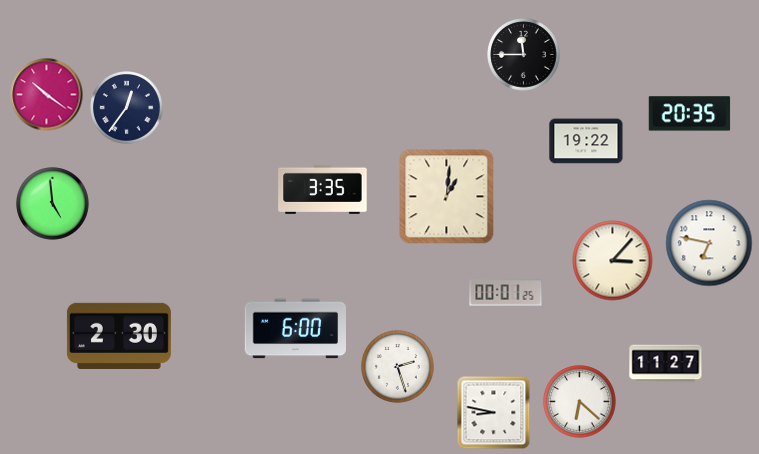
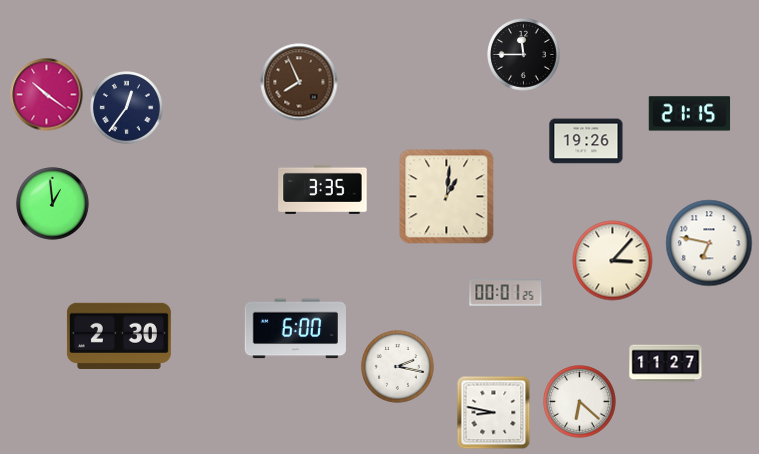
clock at (299, 82): none -> 7:56
clock at (690, 114): 20:35 -> 21:15
clock at (586, 141): 19:22 -> 19:26
clock at (53, 204): 4:59 -> 12:59
clock at (398, 367): 2:27 -> 2:17
